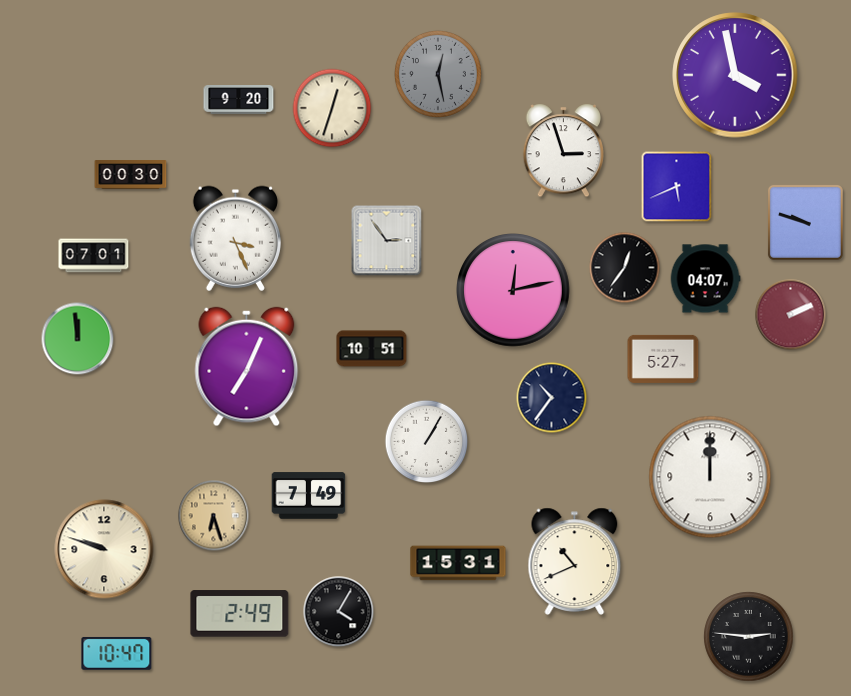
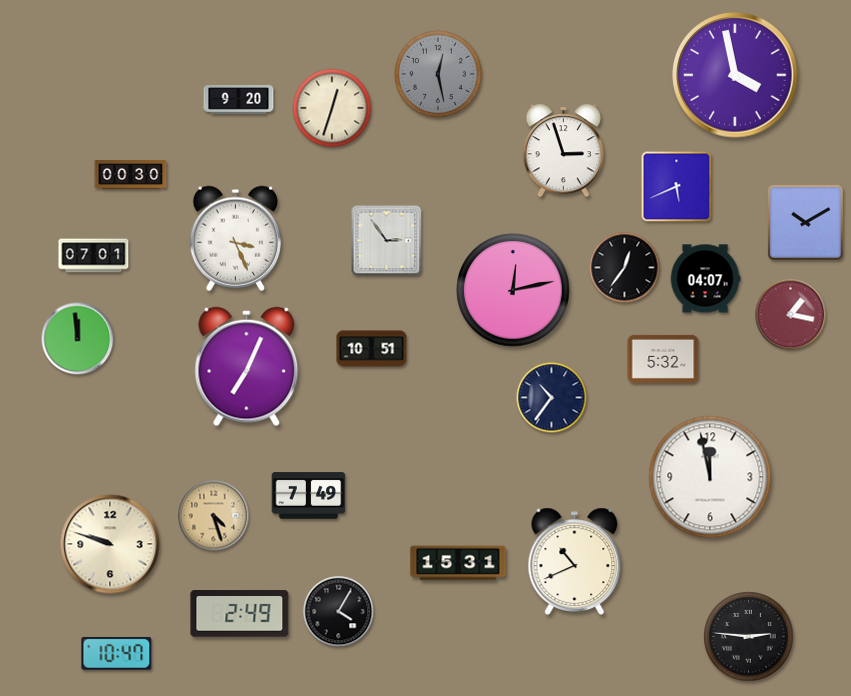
clock at (805, 222): 9:48 -> 10:10
clock at (791, 315): 2:11 -> 1:17
clock at (663, 359): 5:27 -> 5:32
clock at (427, 442): 1:05 -> none
clock at (710, 477): 12:00 -> 11:58
clock at (214, 516): 6:27 -> 4:27
clock at (104, 549) position: (104, 549) -> (110, 544)
